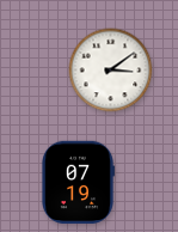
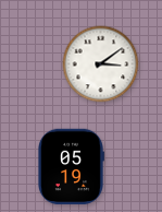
clock at (79, 183): 07:19 -> 05:19
